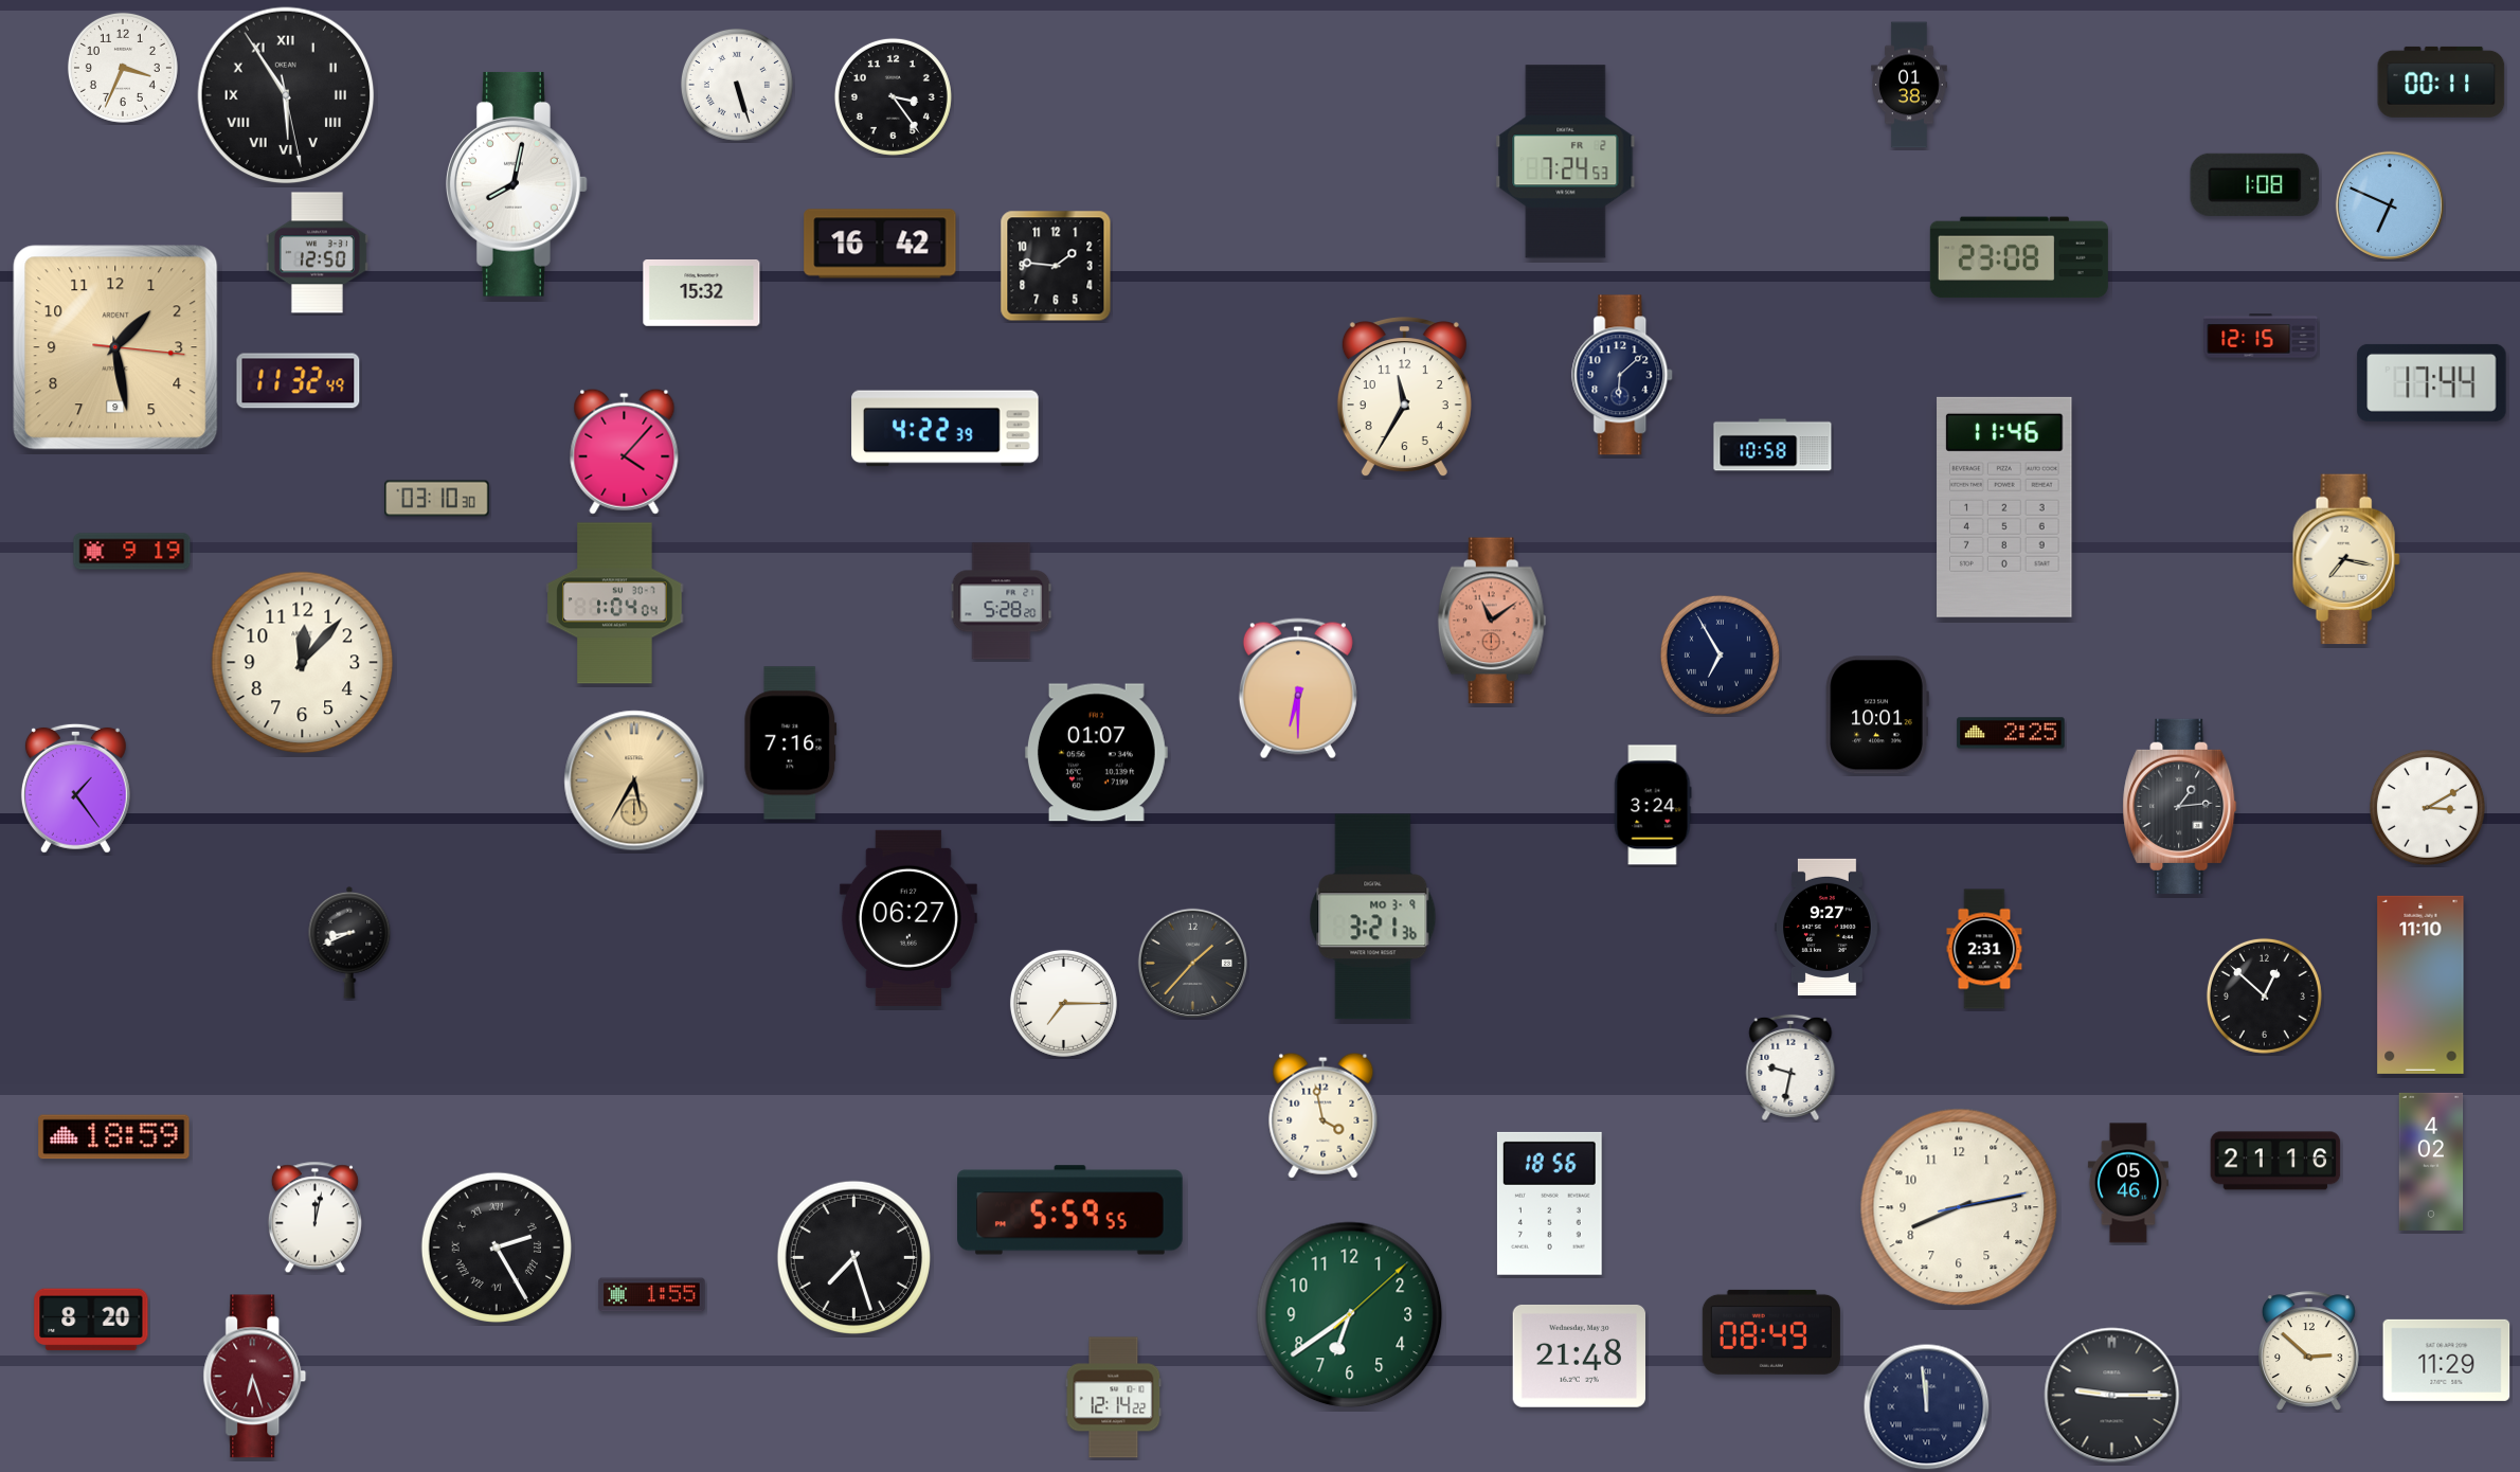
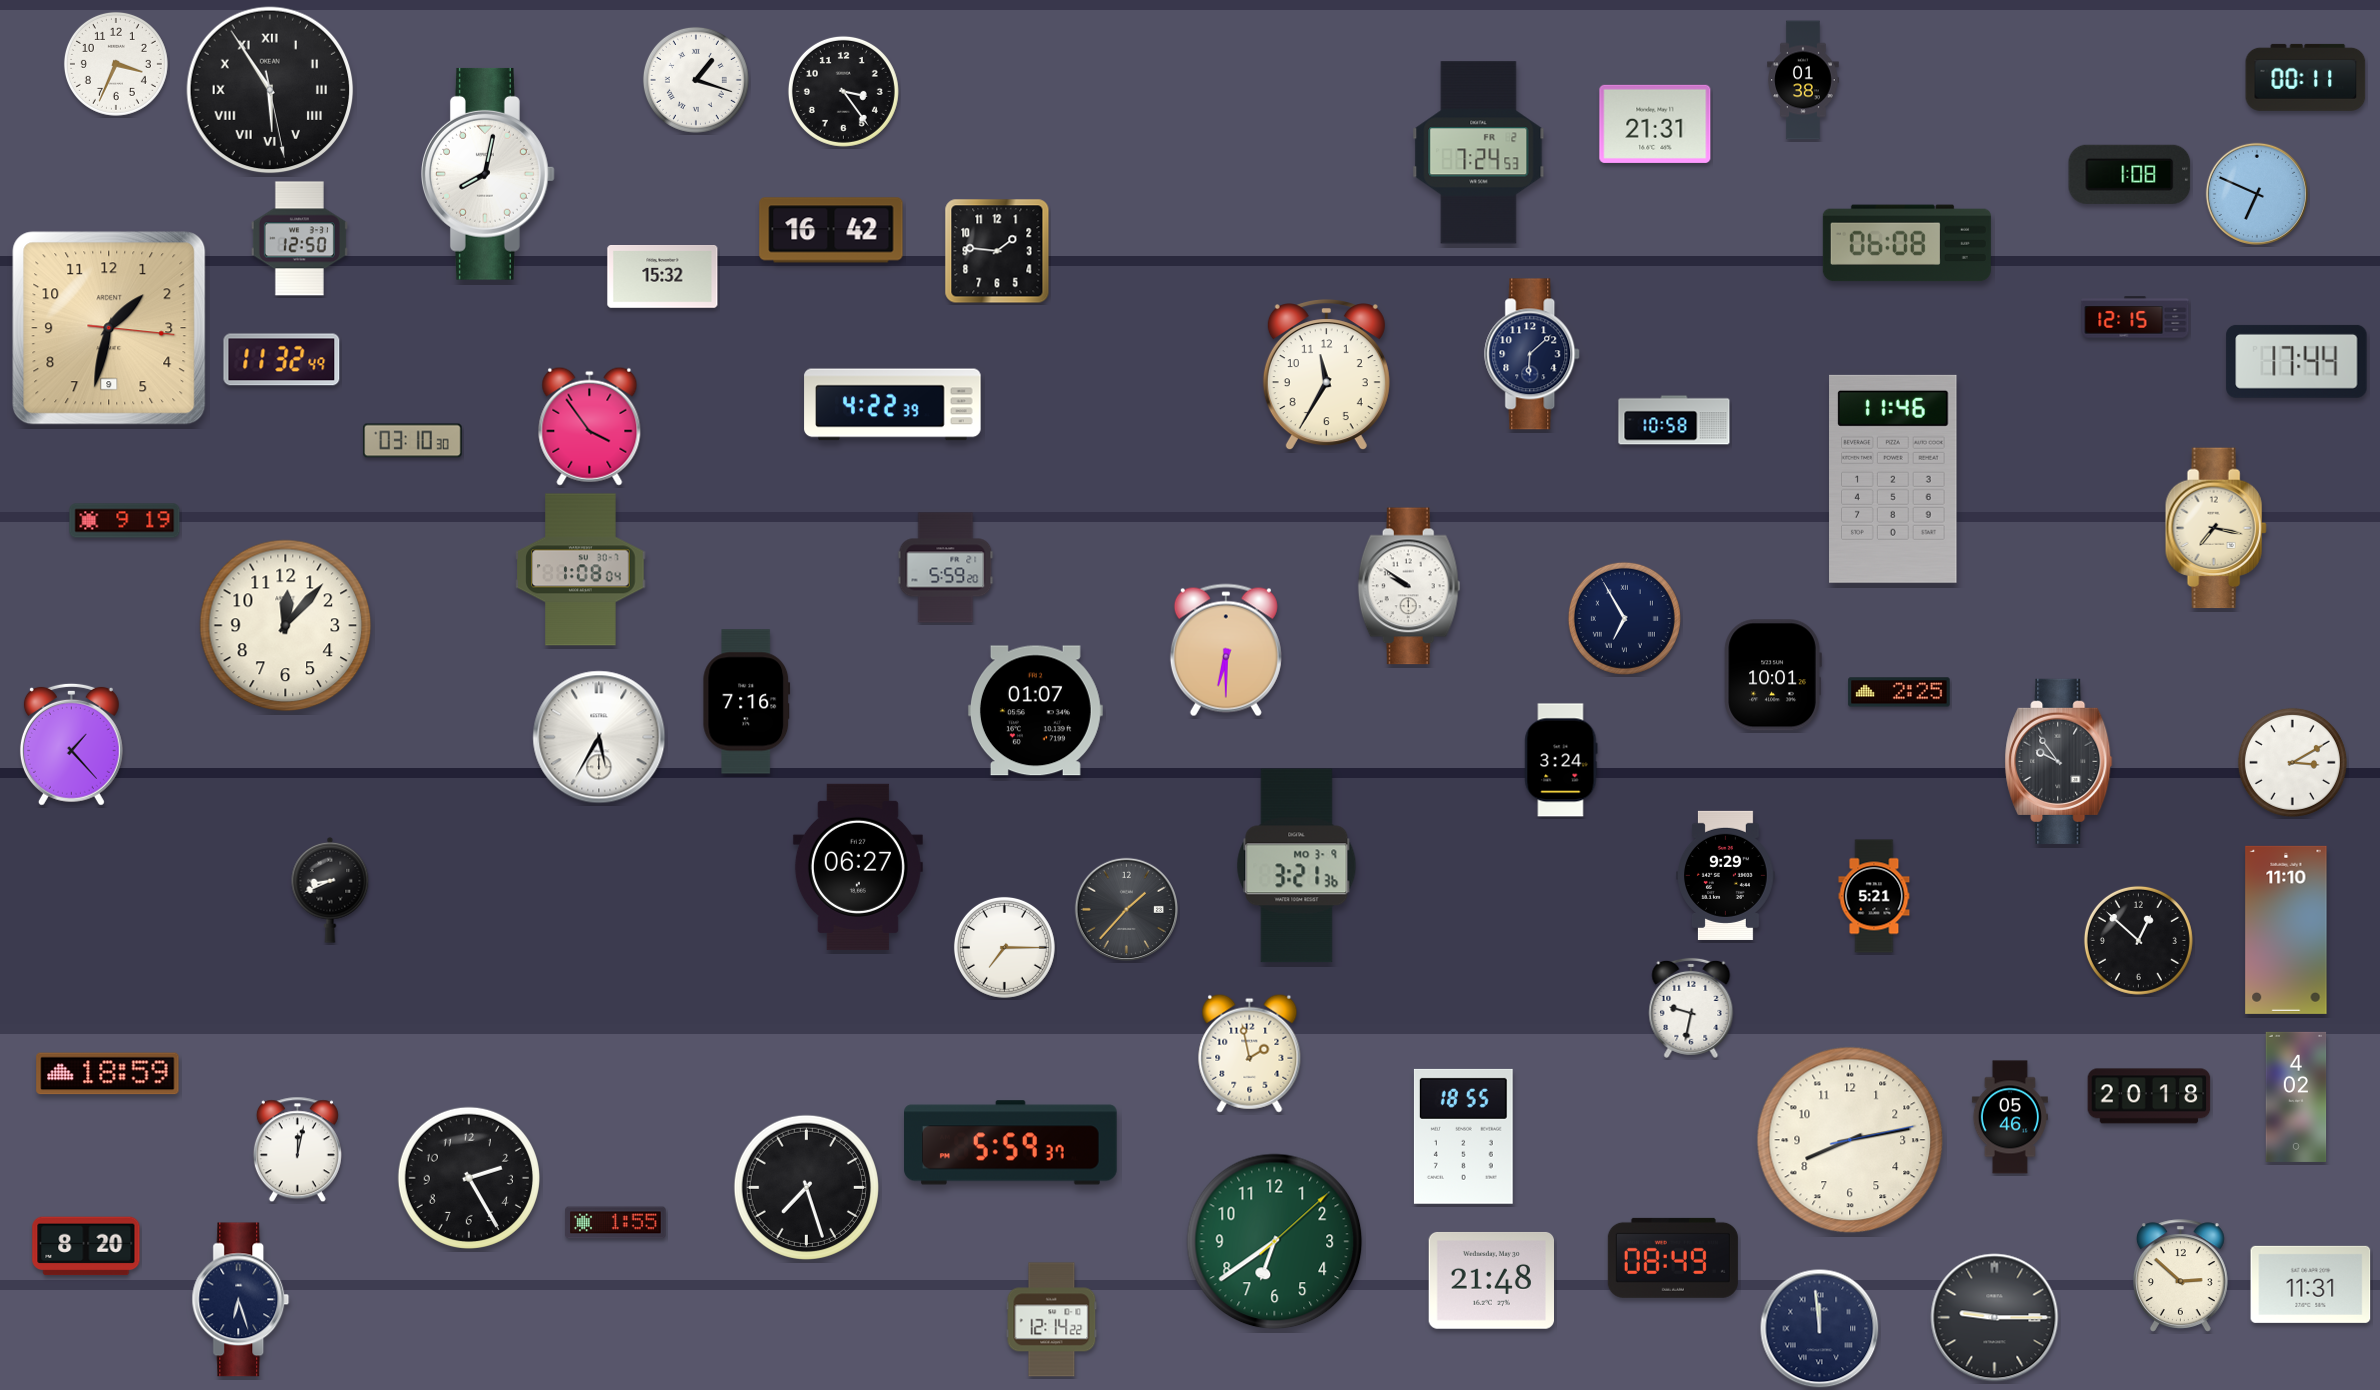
clock at (737, 85): 5:27 -> 1:18
clock at (1655, 124): none -> 21:31
clock at (2019, 257): 23:08 -> 06:08
clock at (115, 347): 1:28 -> 1:32
clock at (625, 451): 4:07 -> 3:54
clock at (437, 499) position: (437, 499) -> (413, 441)
clock at (1002, 602): 5:28 -> 5:59
clock at (615, 604): 1:04 -> 1:08
clock at (1492, 621): 11:09 -> 9:51
clock at (1492, 621) dial: salmon -> white
clock at (634, 780) dial: champagne -> white
clock at (75, 788): 1:24 -> 1:23
clock at (2180, 806): 1:14 -> 9:54
clock at (1828, 927): 9:27 -> 9:29
clock at (1984, 949): 2:31 -> 5:21
clock at (1324, 1115): 3:58 -> 1:58
clock at (2275, 1161): 21:16 -> 20:18
clock at (1549, 1203): 18:56 -> 18:55
clock at (1070, 1210): 5:59:55 -> 5:59:37
clock at (497, 1247) numerals: Roman -> Arabic
clock at (2447, 1360): 11:29 -> 11:31
clock at (255, 1377) dial: burgundy -> navy
